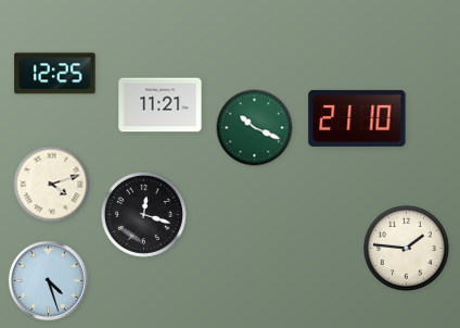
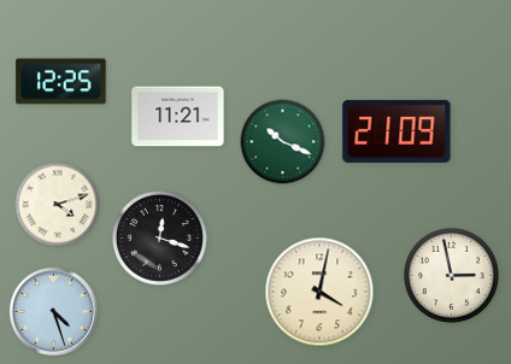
clock at (357, 118): 21:10 -> 21:09
clock at (406, 248): 1:46 -> 2:58
clock at (319, 292): none -> 4:02
